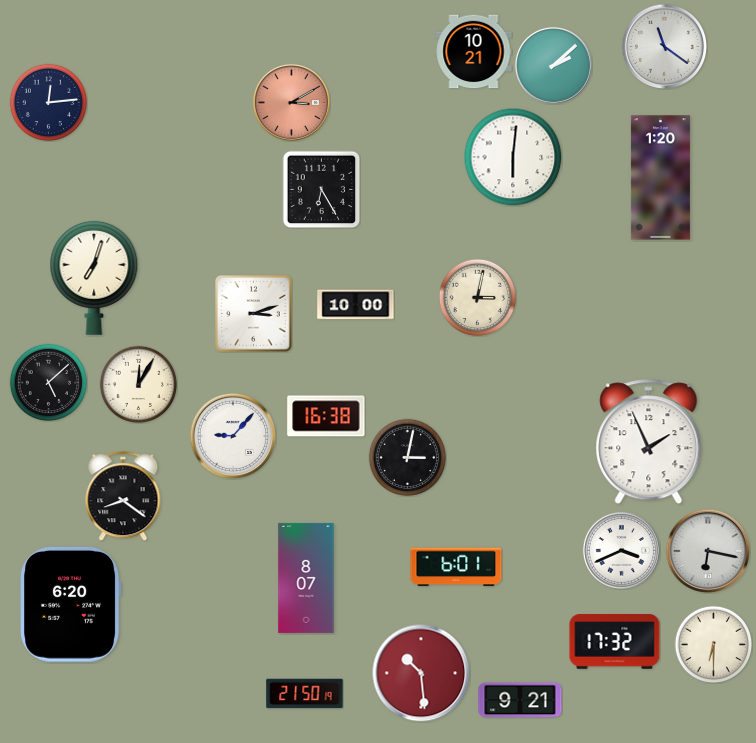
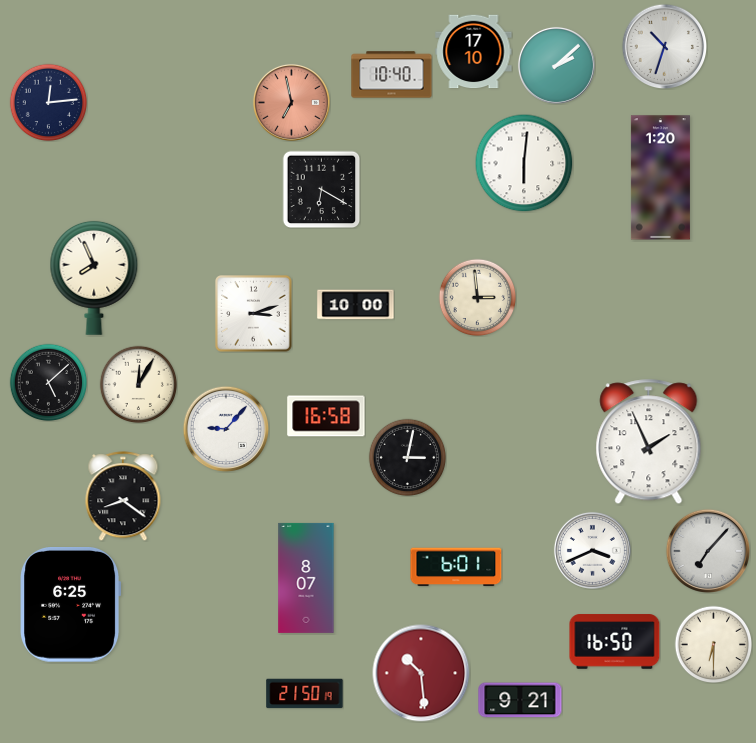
clock at (664, 46): 11:21 -> 10:33
clock at (474, 52): 10:21 -> 17:10
clock at (553, 65) position: (553, 65) -> (556, 65)
clock at (392, 75): none -> 10:40
clock at (291, 102): 3:10 -> 6:58
clock at (513, 157) position: (513, 157) -> (524, 163)
clock at (321, 189): 6:25 -> 6:20
clock at (94, 278): 7:03 -> 7:56
clock at (477, 297): 3:02 -> 2:59
clock at (326, 416): 16:38 -> 16:58
clock at (233, 436) position: (233, 436) -> (226, 429)
clock at (621, 550) position: (621, 550) -> (592, 550)
clock at (707, 550): 6:17 -> 7:07
clock at (71, 605): 6:20 -> 6:25
clock at (615, 642): 17:32 -> 16:50
